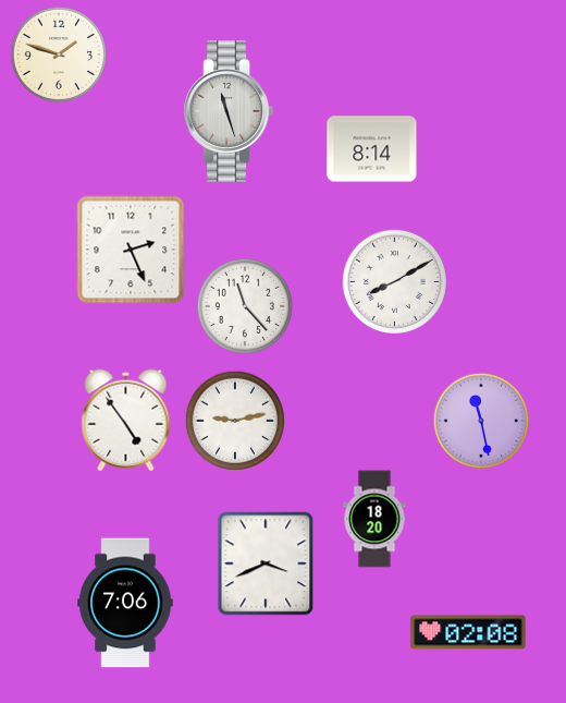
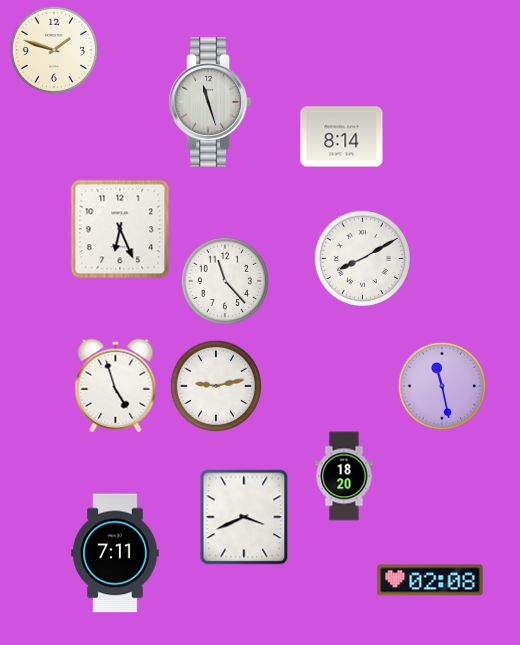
clock at (131, 250): 2:26 -> 6:26
clock at (126, 421): 4:54 -> 4:57
clock at (125, 603): 7:06 -> 7:11
